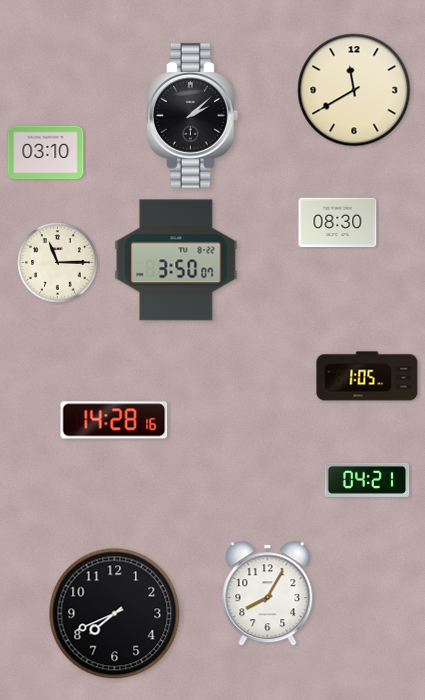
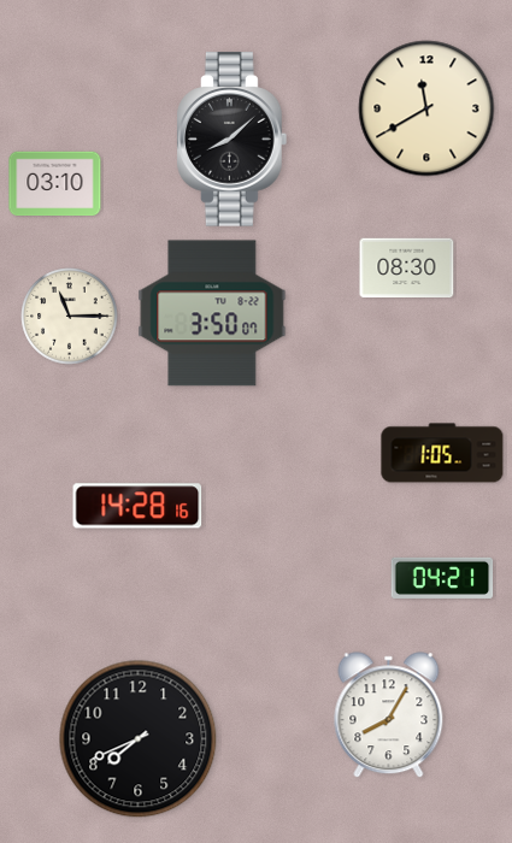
clock at (193, 116): 2:08 -> 8:08
clock at (268, 594) position: (268, 594) -> (389, 715)
